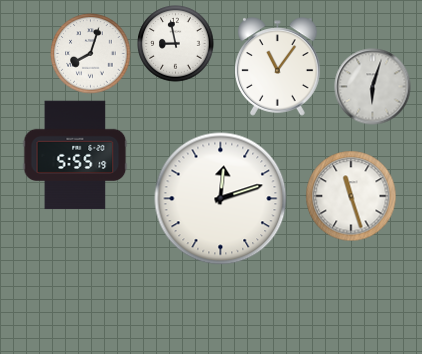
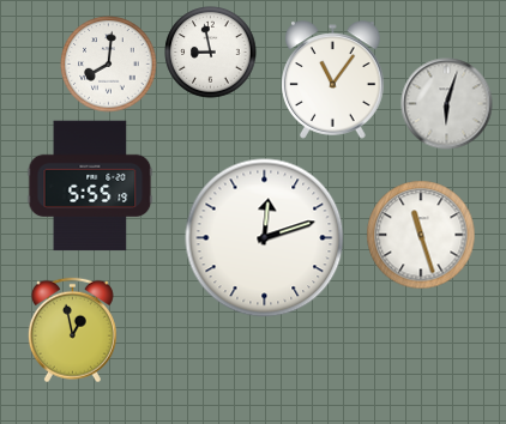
clock at (91, 54): 8:03 -> 8:01
clock at (72, 331): none -> 12:58
